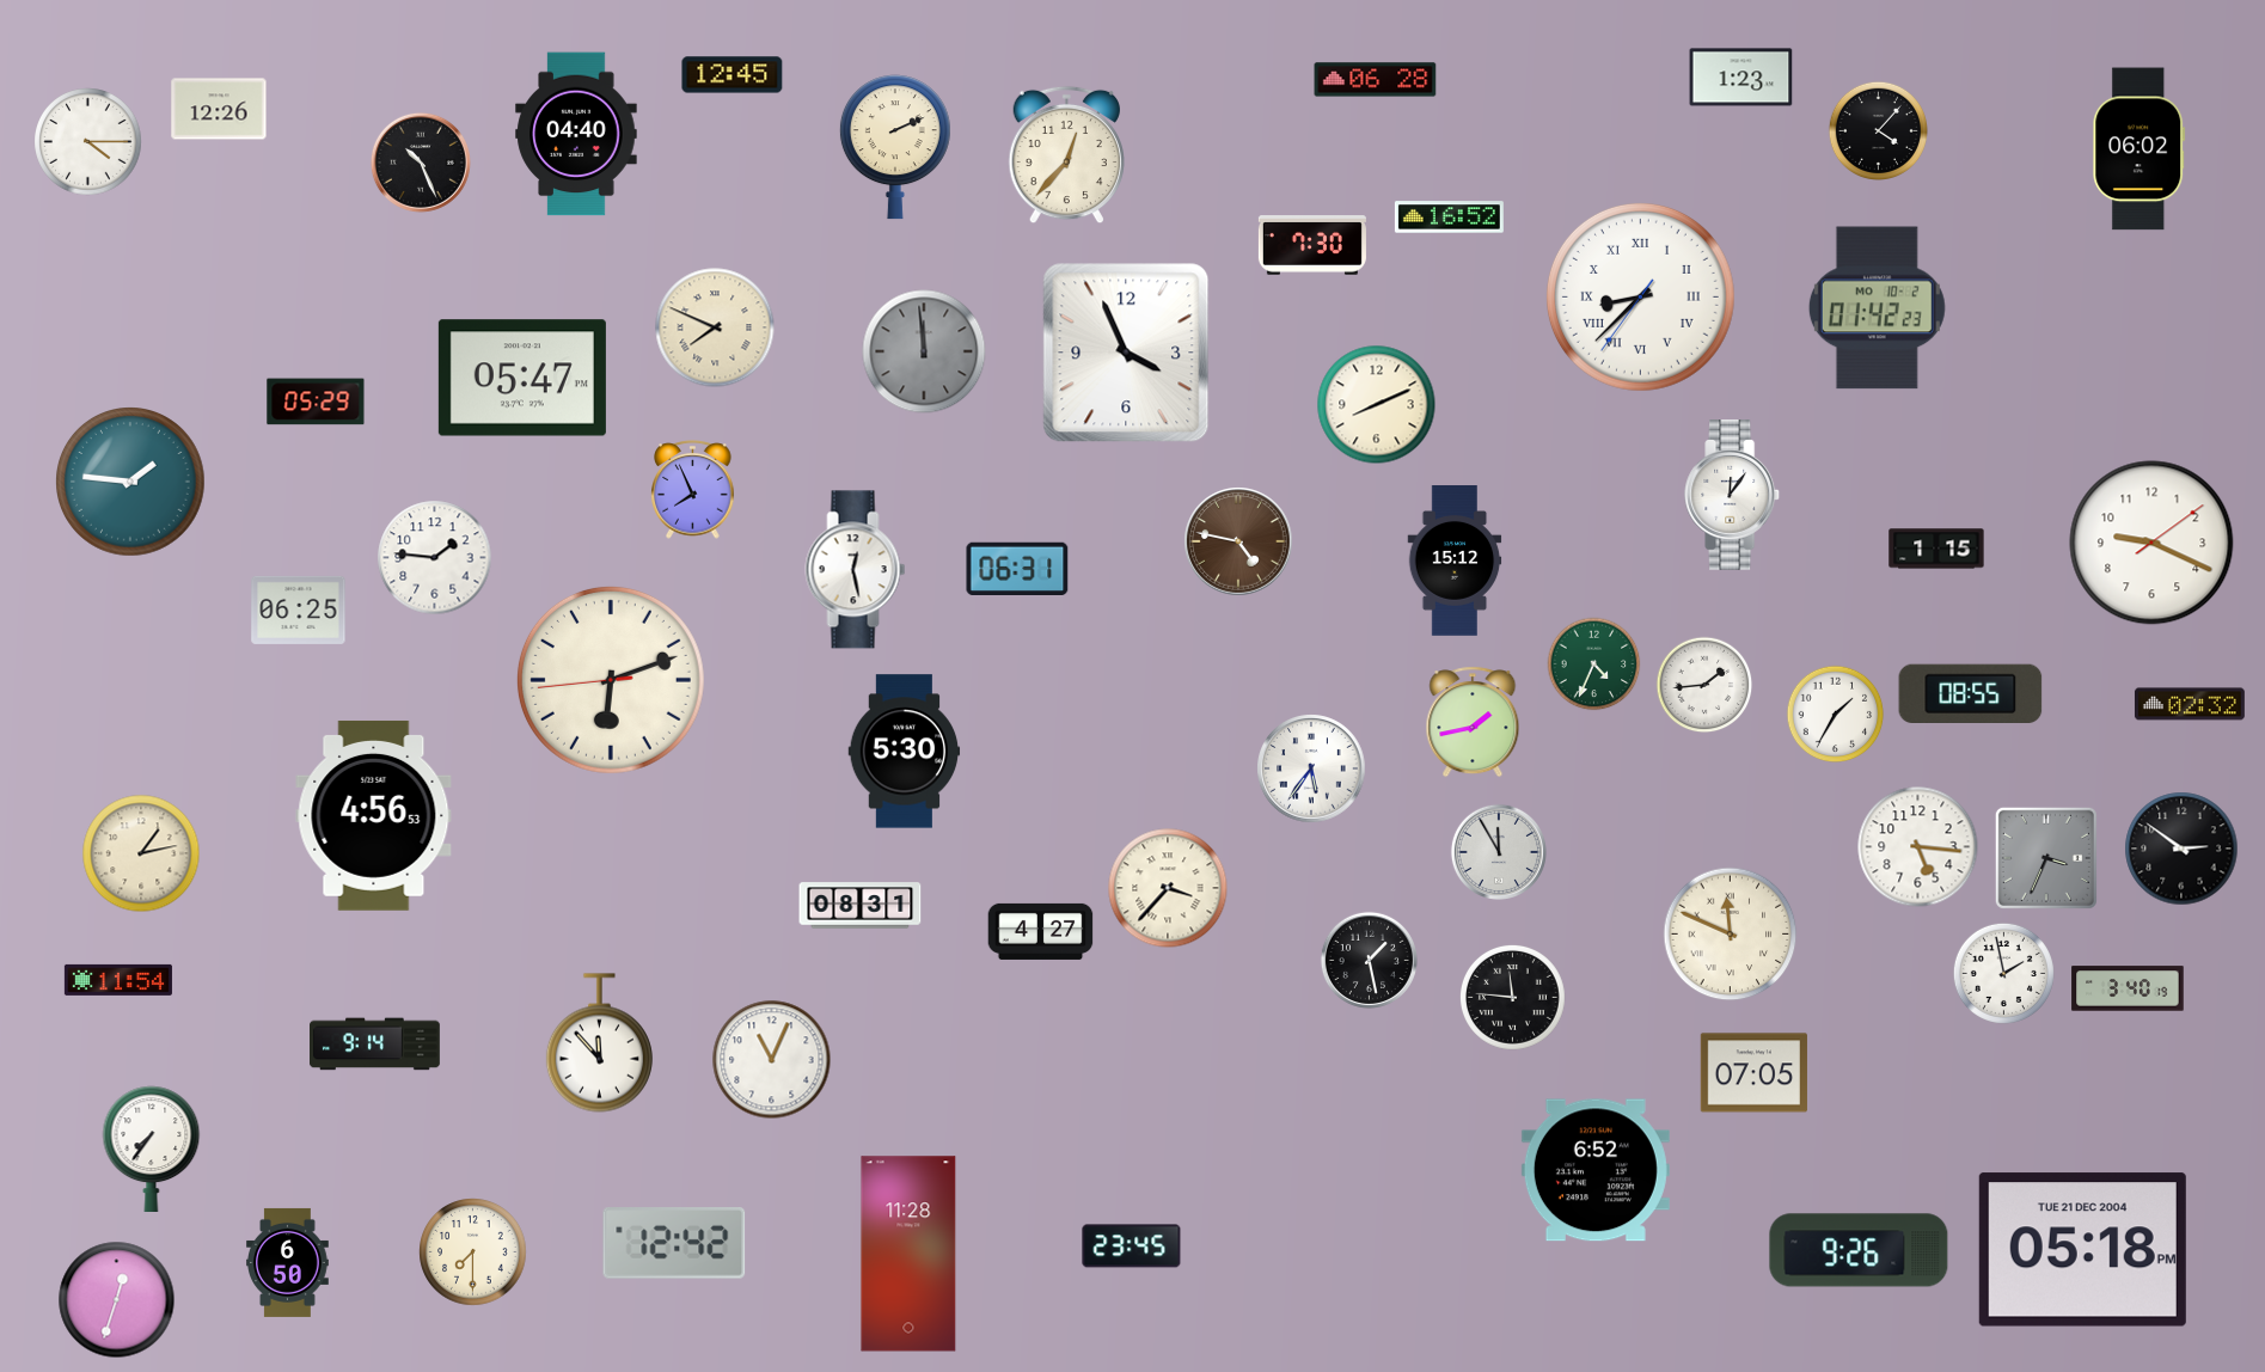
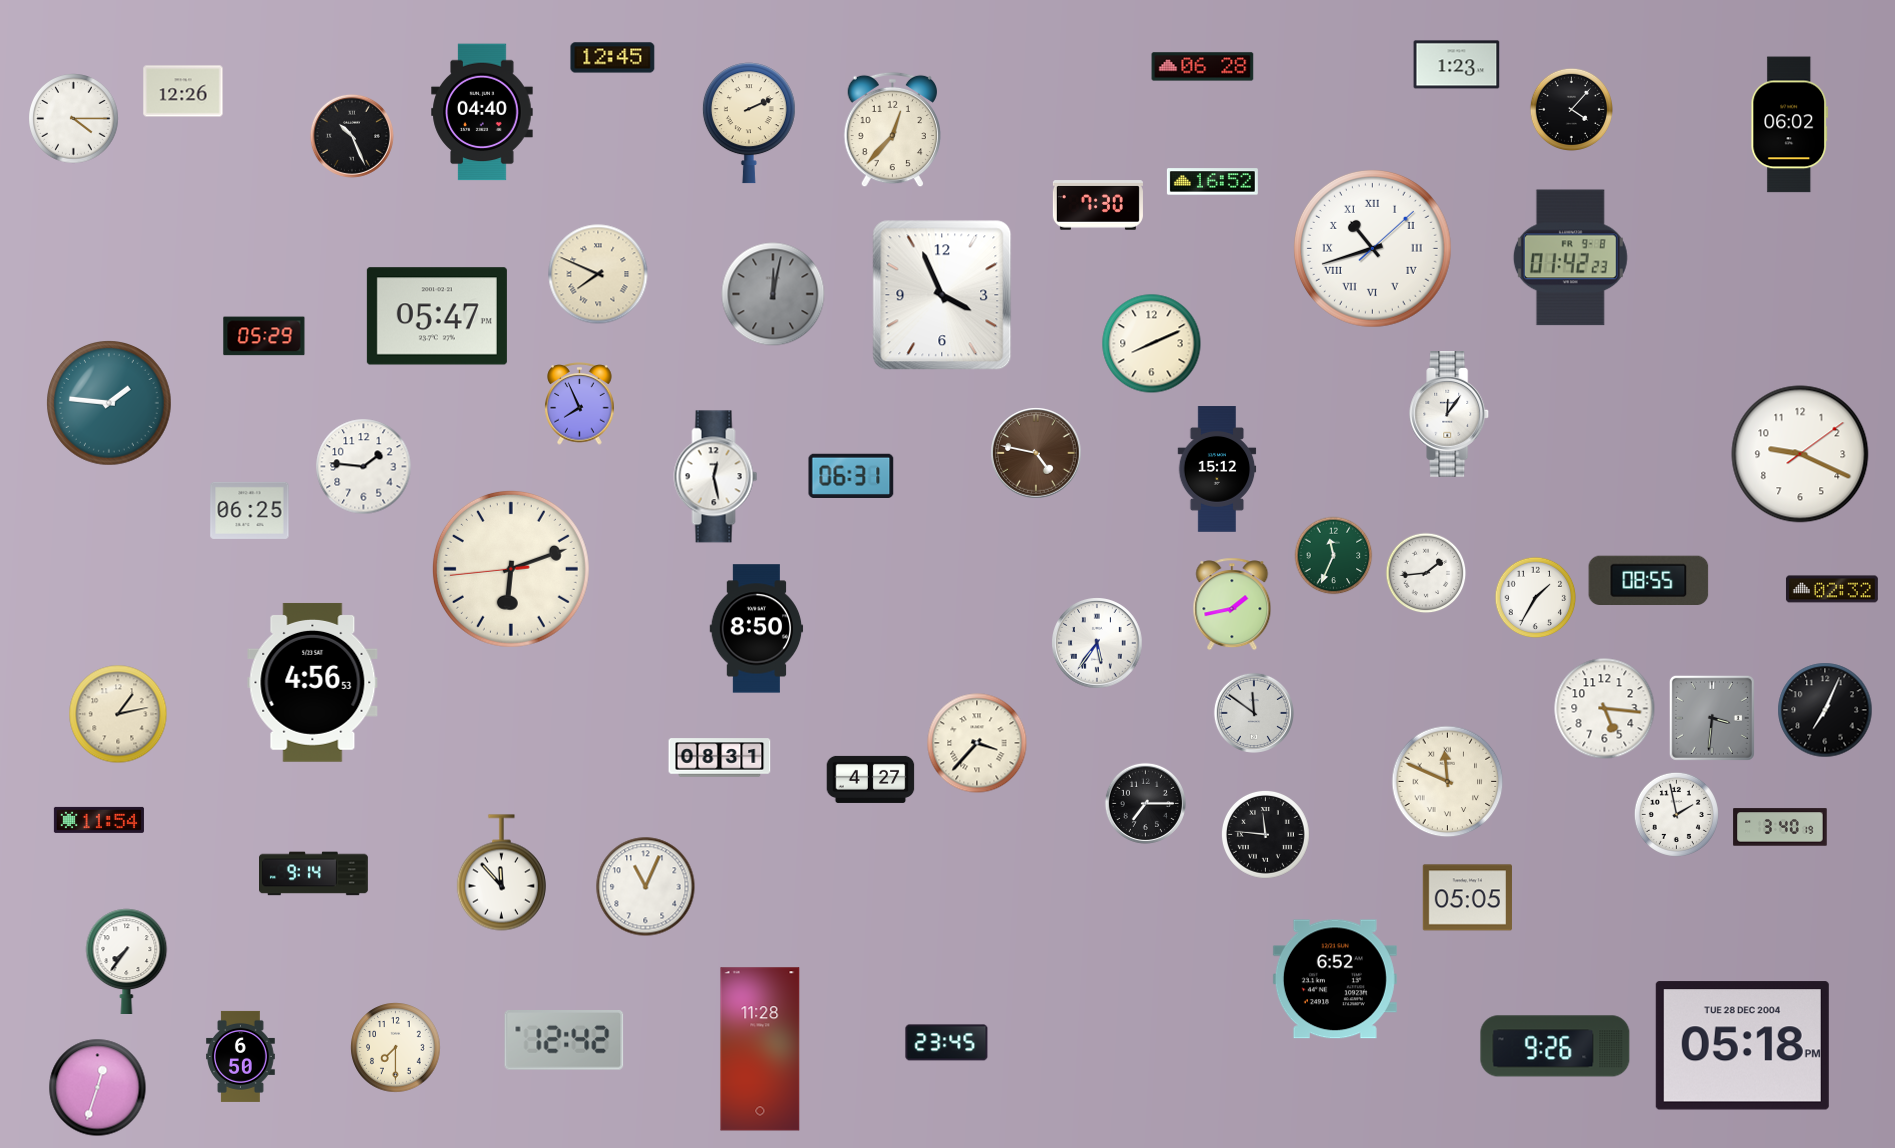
clock at (733, 75) position: (733, 75) -> (613, 58)
clock at (1376, 80) position: (1376, 80) -> (1203, 67)
clock at (1640, 296): 8:37 -> 10:42
clock at (1877, 308) date: MO 10-2 -> FR 9-8
clock at (924, 351): 11:59 -> 12:02
clock at (1377, 405) position: (1377, 405) -> (1152, 344)
clock at (693, 490) position: (693, 490) -> (580, 404)
clock at (1936, 549): 1:15 -> none
clock at (1594, 664): 4:34 -> 11:34
clock at (905, 752): 5:30 -> 8:50
clock at (2181, 849): 2:51 -> 7:04
clock at (1499, 852): 11:55 -> 11:51
clock at (2046, 858): 3:34 -> 3:31
clock at (1369, 960): 1:28 -> 7:15
clock at (1753, 1073): 07:05 -> 05:05
clock at (2082, 1250) date: TUE 21 DEC 2004 -> TUE 28 DEC 2004
